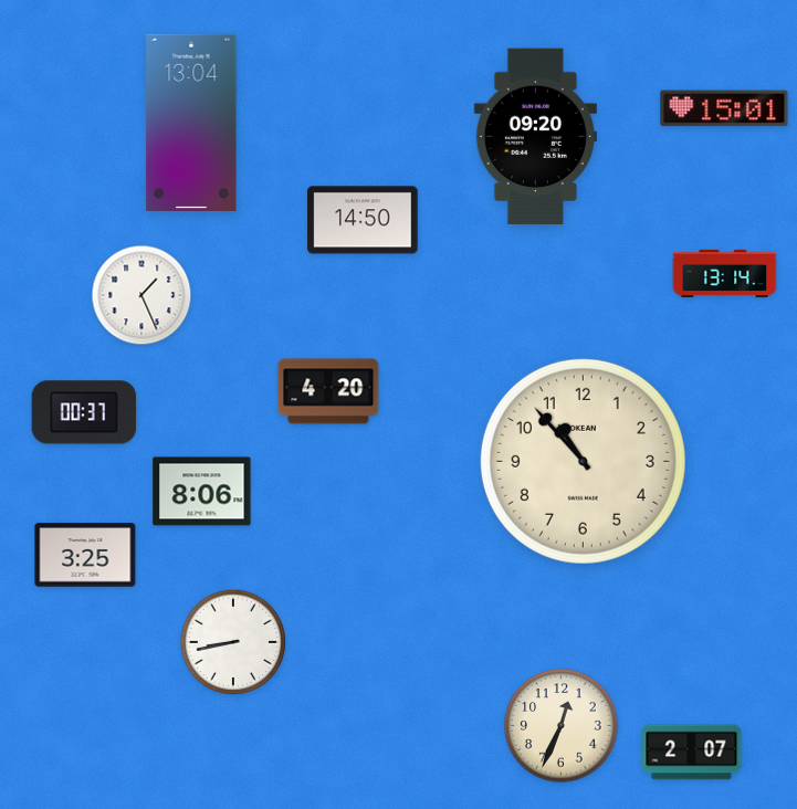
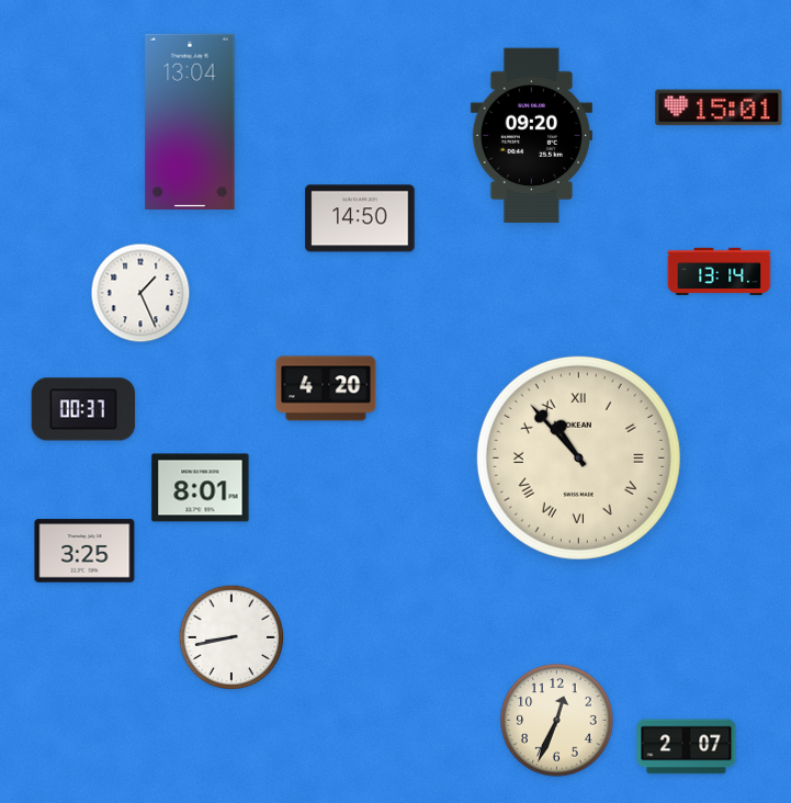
clock at (583, 461) numerals: Arabic -> Roman
clock at (202, 492): 8:06 -> 8:01
